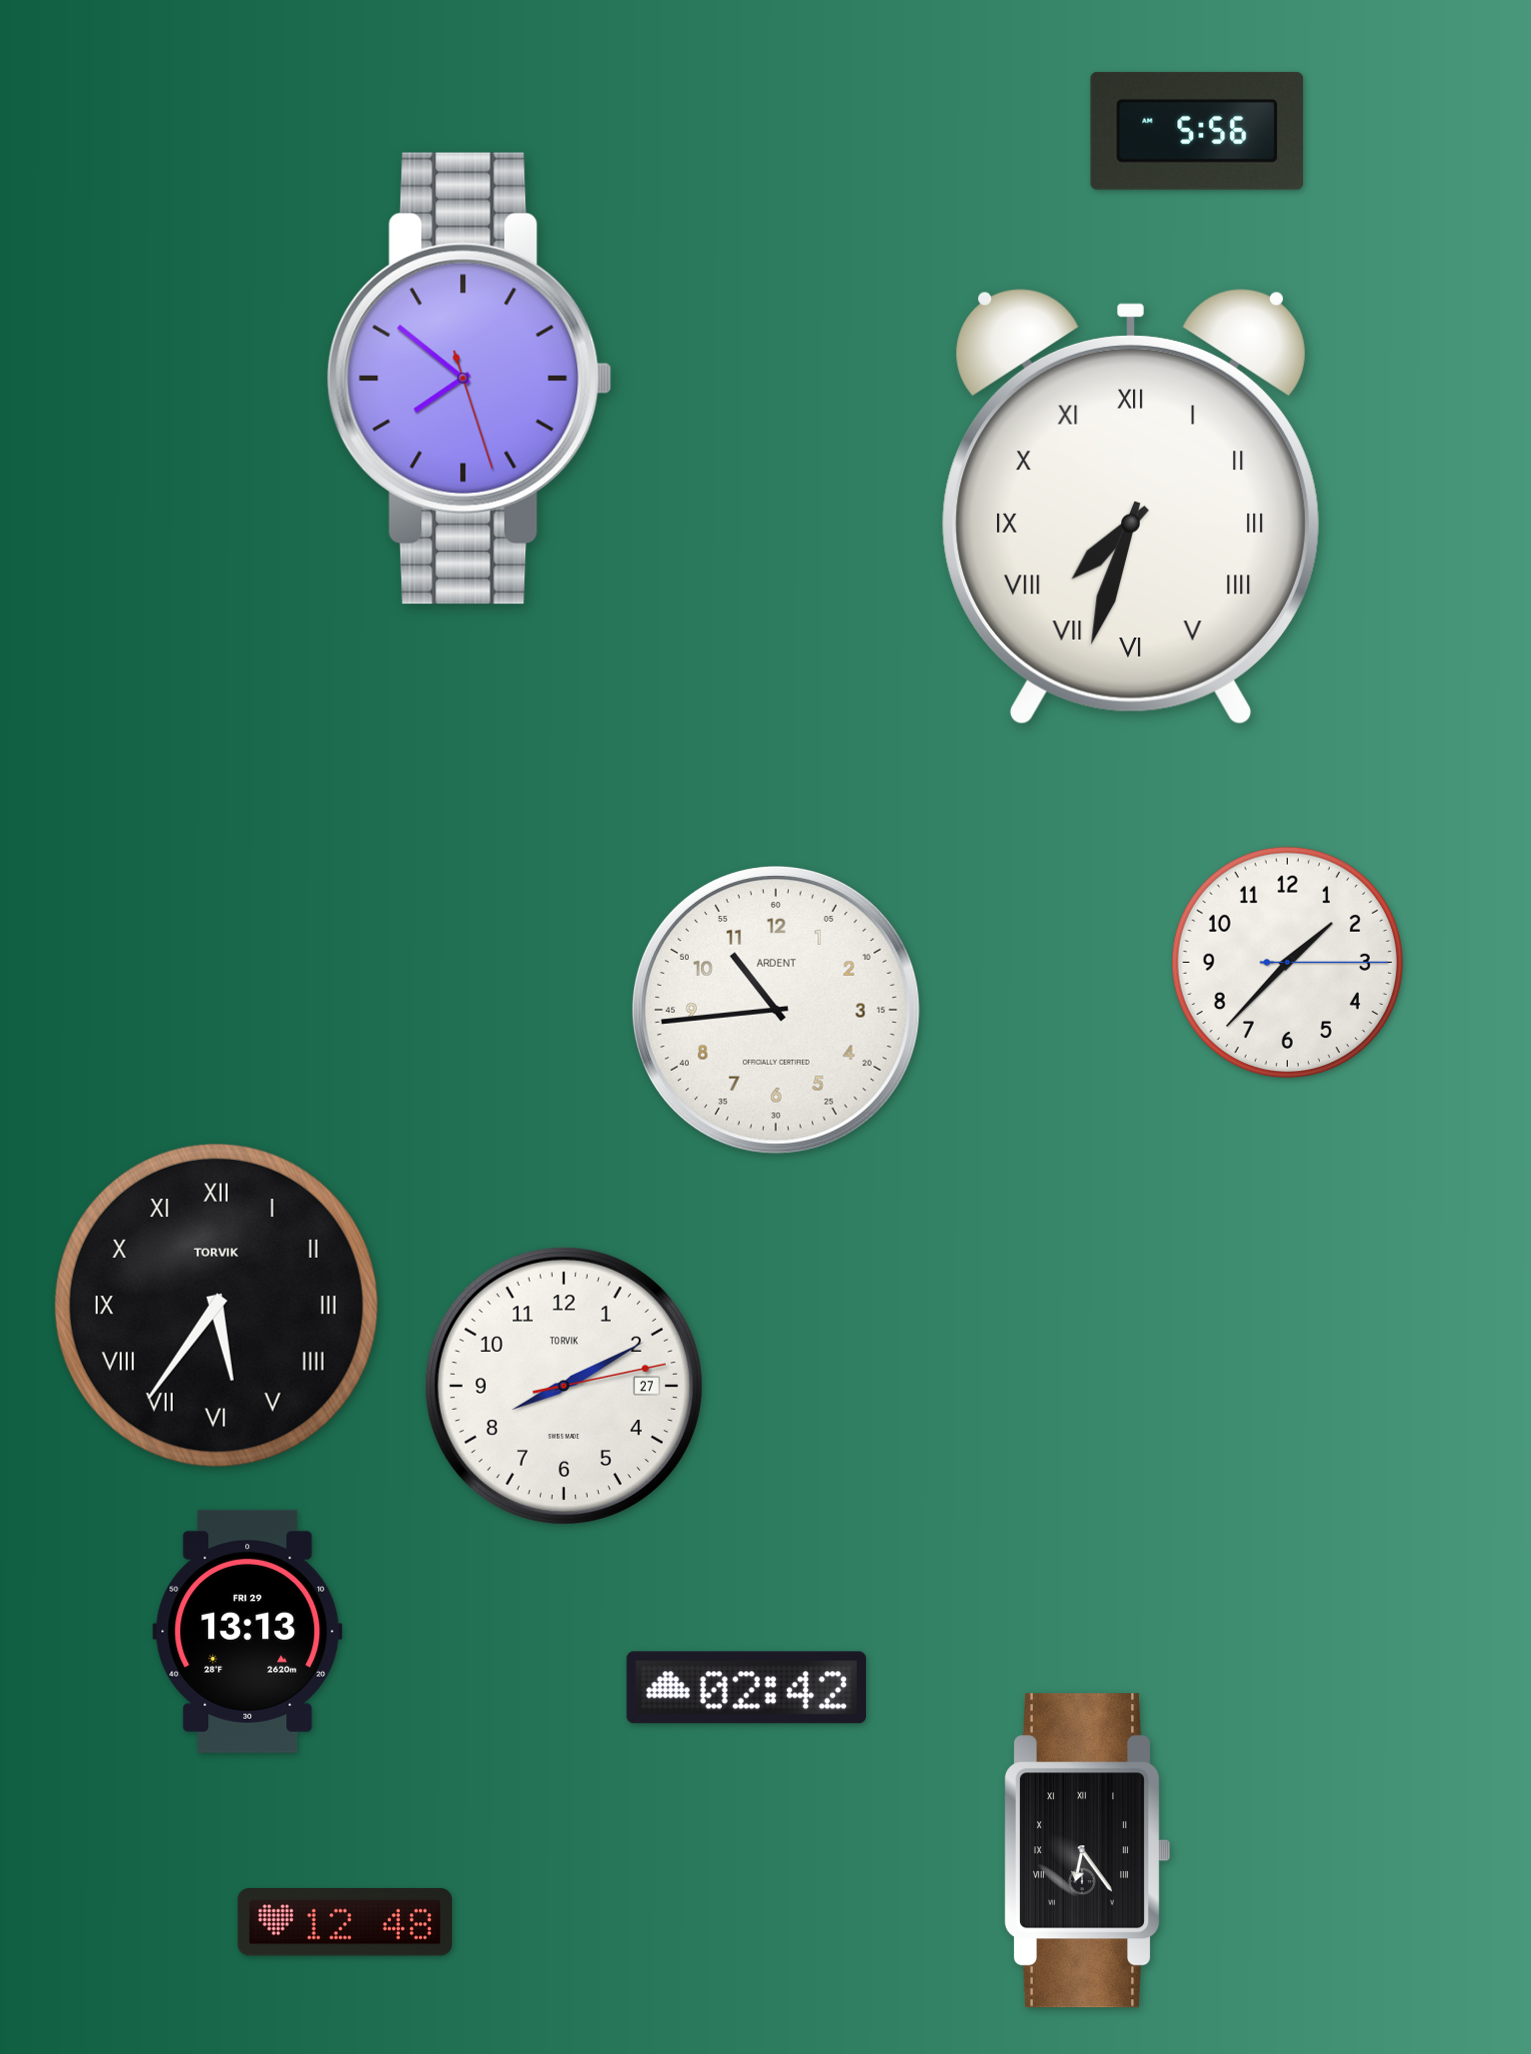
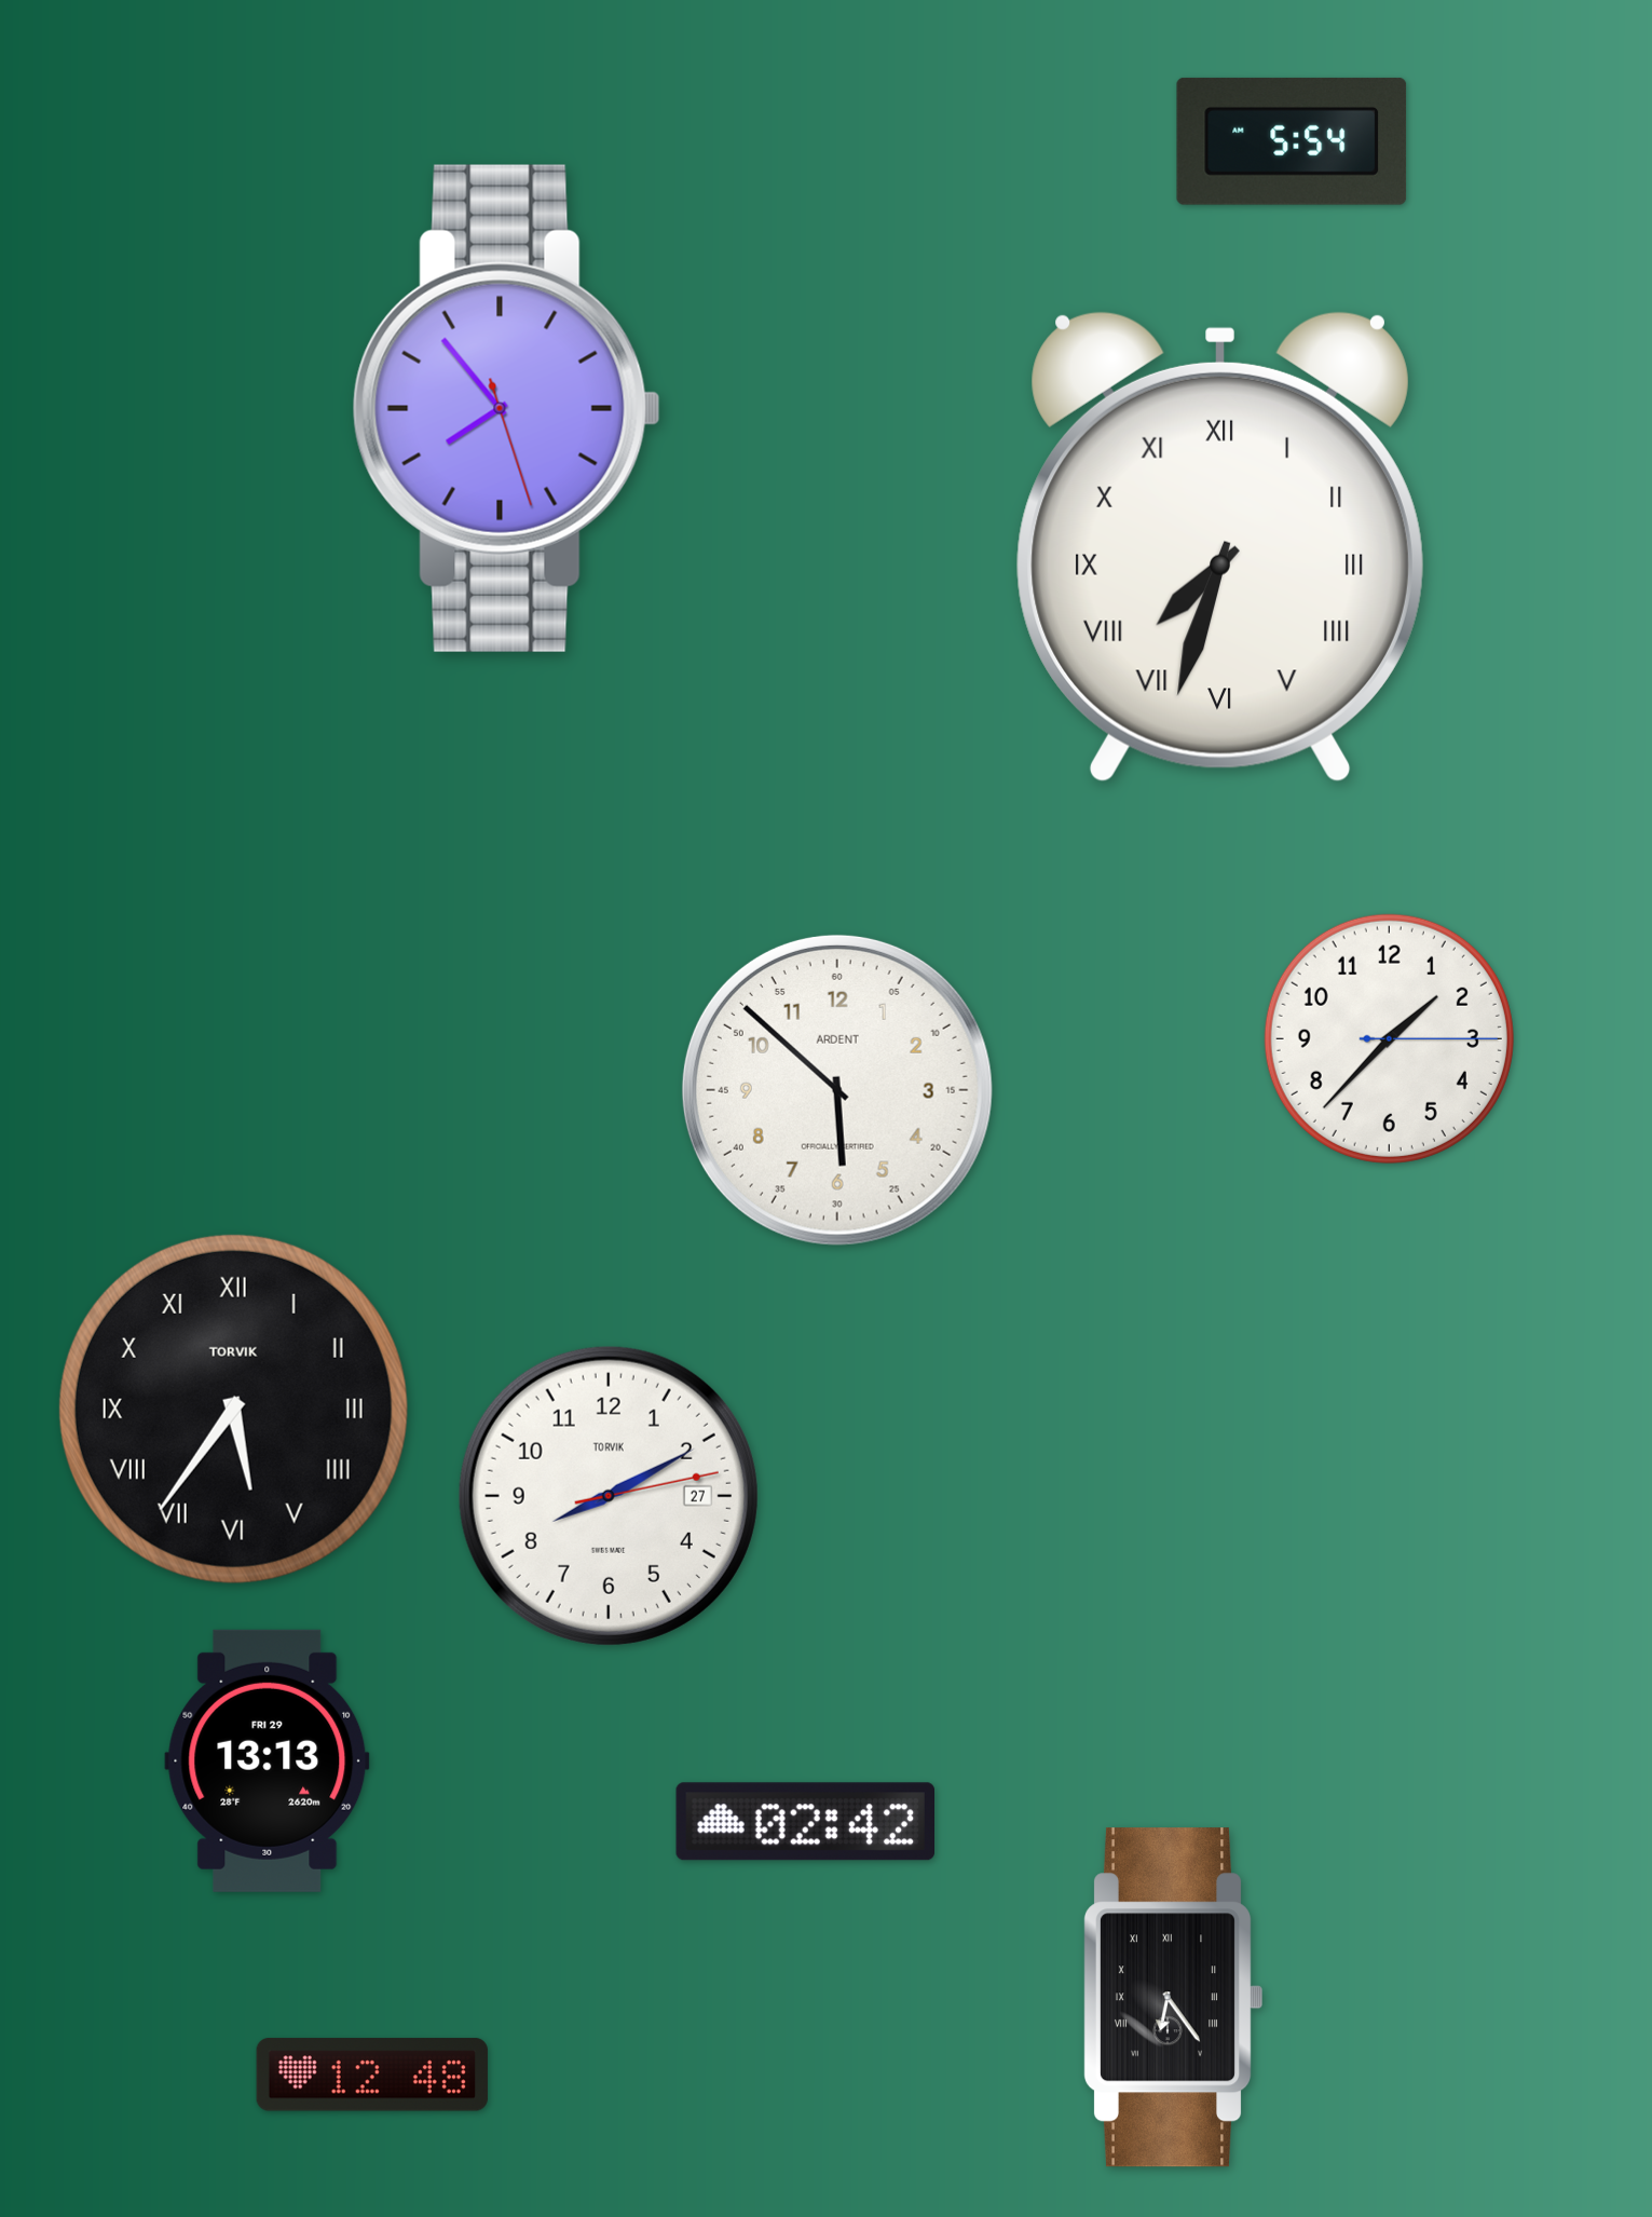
clock at (1197, 131): 5:56 -> 5:54
clock at (469, 378): 7:51 -> 7:53
clock at (776, 1010): 10:44 -> 5:52
